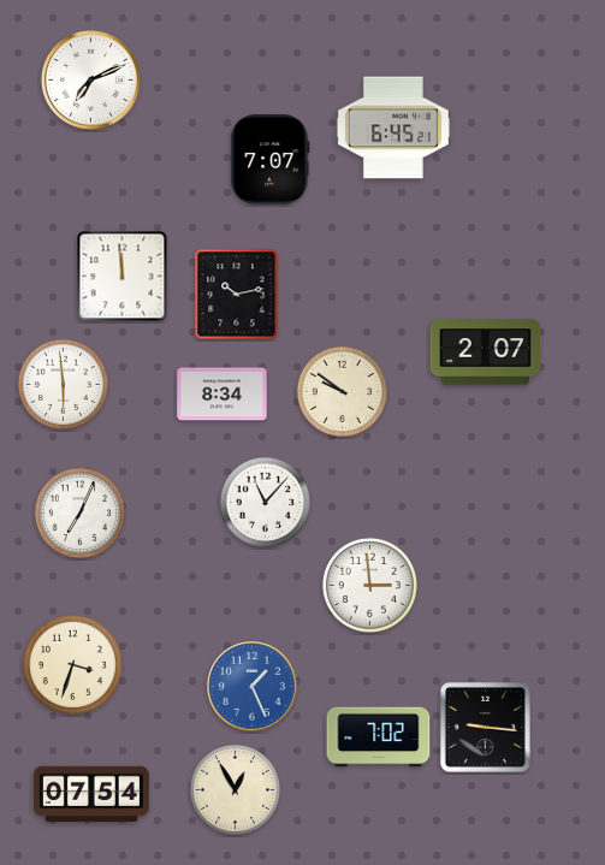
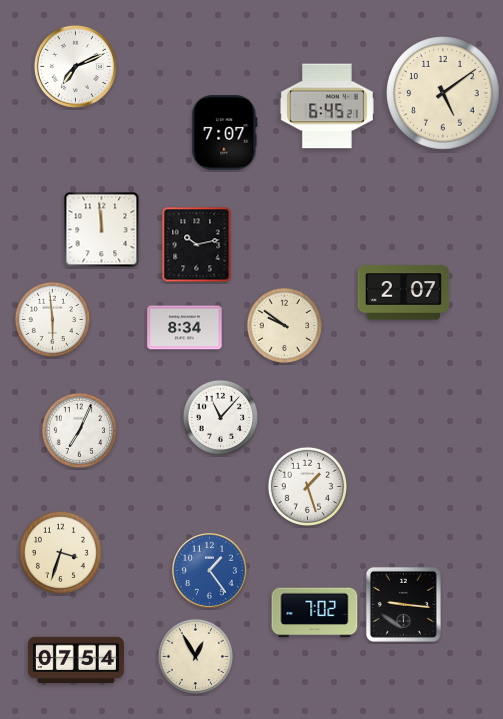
clock at (444, 94): none -> 5:09
clock at (79, 513) position: (79, 513) -> (79, 430)
clock at (369, 585): 2:59 -> 1:27
clock at (253, 687): 1:26 -> 1:24
